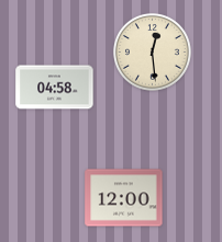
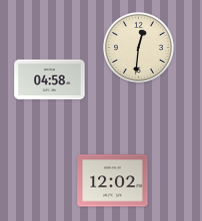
clock at (152, 51): 12:29 -> 12:31
clock at (124, 198): 12:00 -> 12:02
